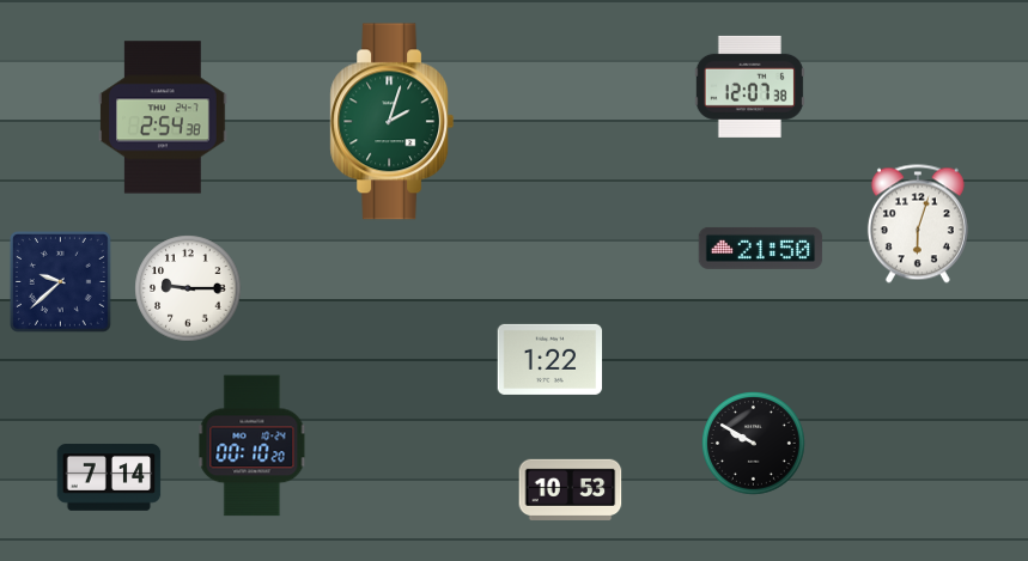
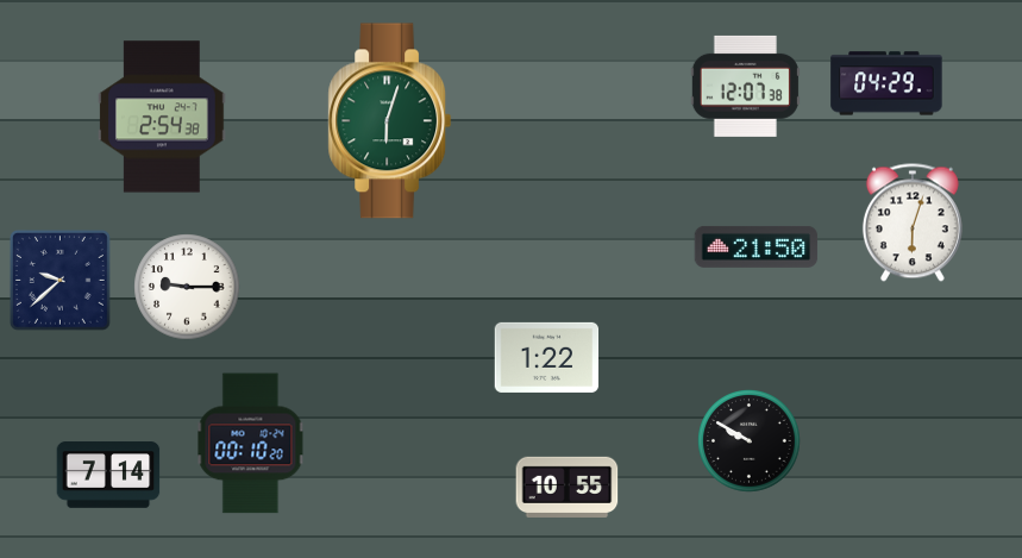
clock at (886, 83): none -> 04:29
clock at (393, 122): 2:03 -> 6:03
clock at (571, 489): 10:53 -> 10:55
